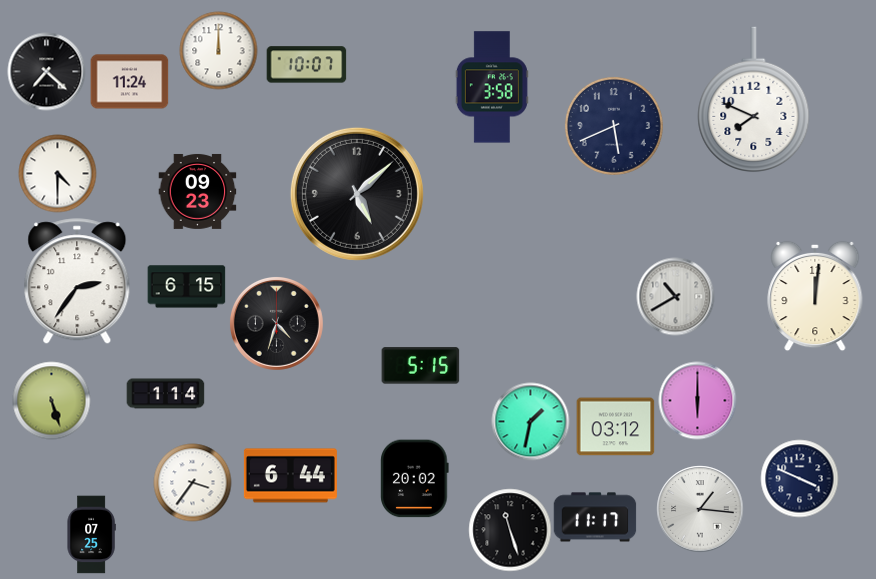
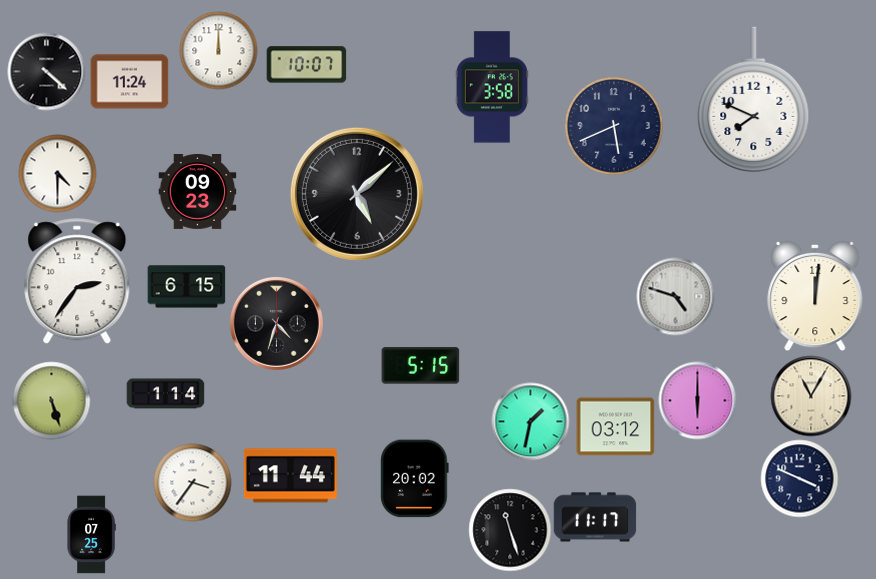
clock at (46, 71): 7:22 -> 4:22
clock at (675, 296): 10:40 -> 4:48
clock at (811, 396): none -> 11:05
clock at (290, 476): 6:44 -> 11:44
clock at (700, 509): 1:16 -> none
